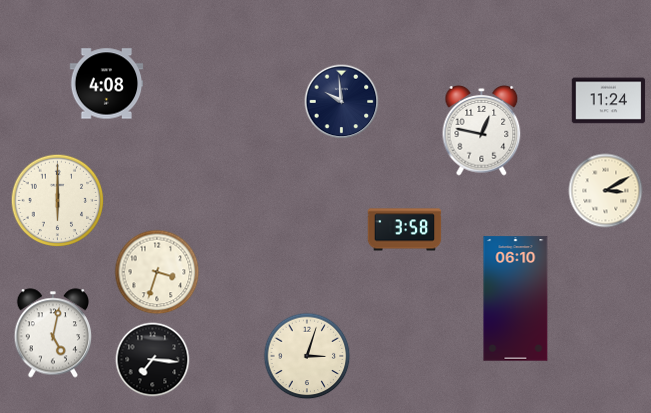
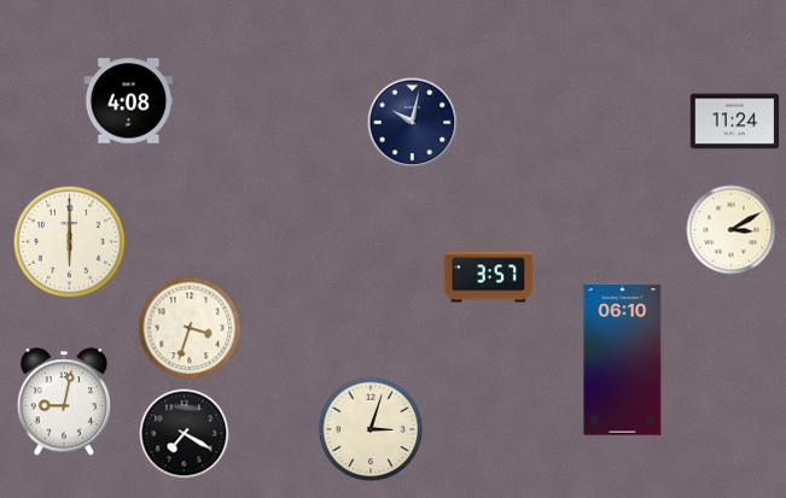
clock at (342, 102): 9:59 -> 10:02
clock at (482, 131): 12:47 -> none
clock at (405, 230): 3:58 -> 3:57
clock at (52, 333): 5:02 -> 9:02
clock at (153, 360): 7:16 -> 7:20
